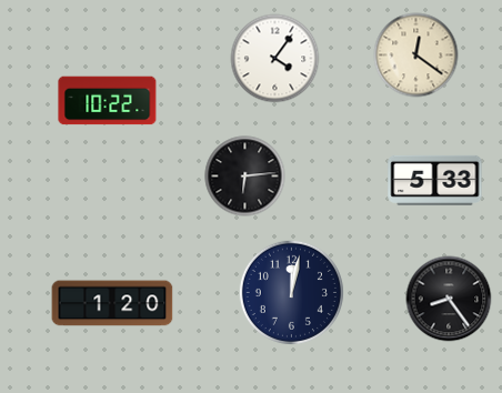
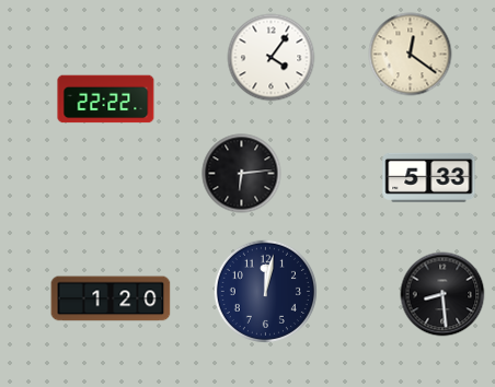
clock at (108, 101): 10:22 -> 22:22
clock at (291, 292) position: (291, 292) -> (265, 291)
clock at (449, 299): 8:24 -> 8:29
